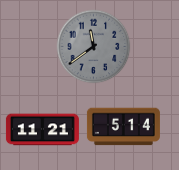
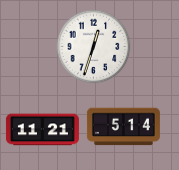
clock at (94, 47): 11:39 -> 12:33
clock at (94, 47) dial: grey -> white
